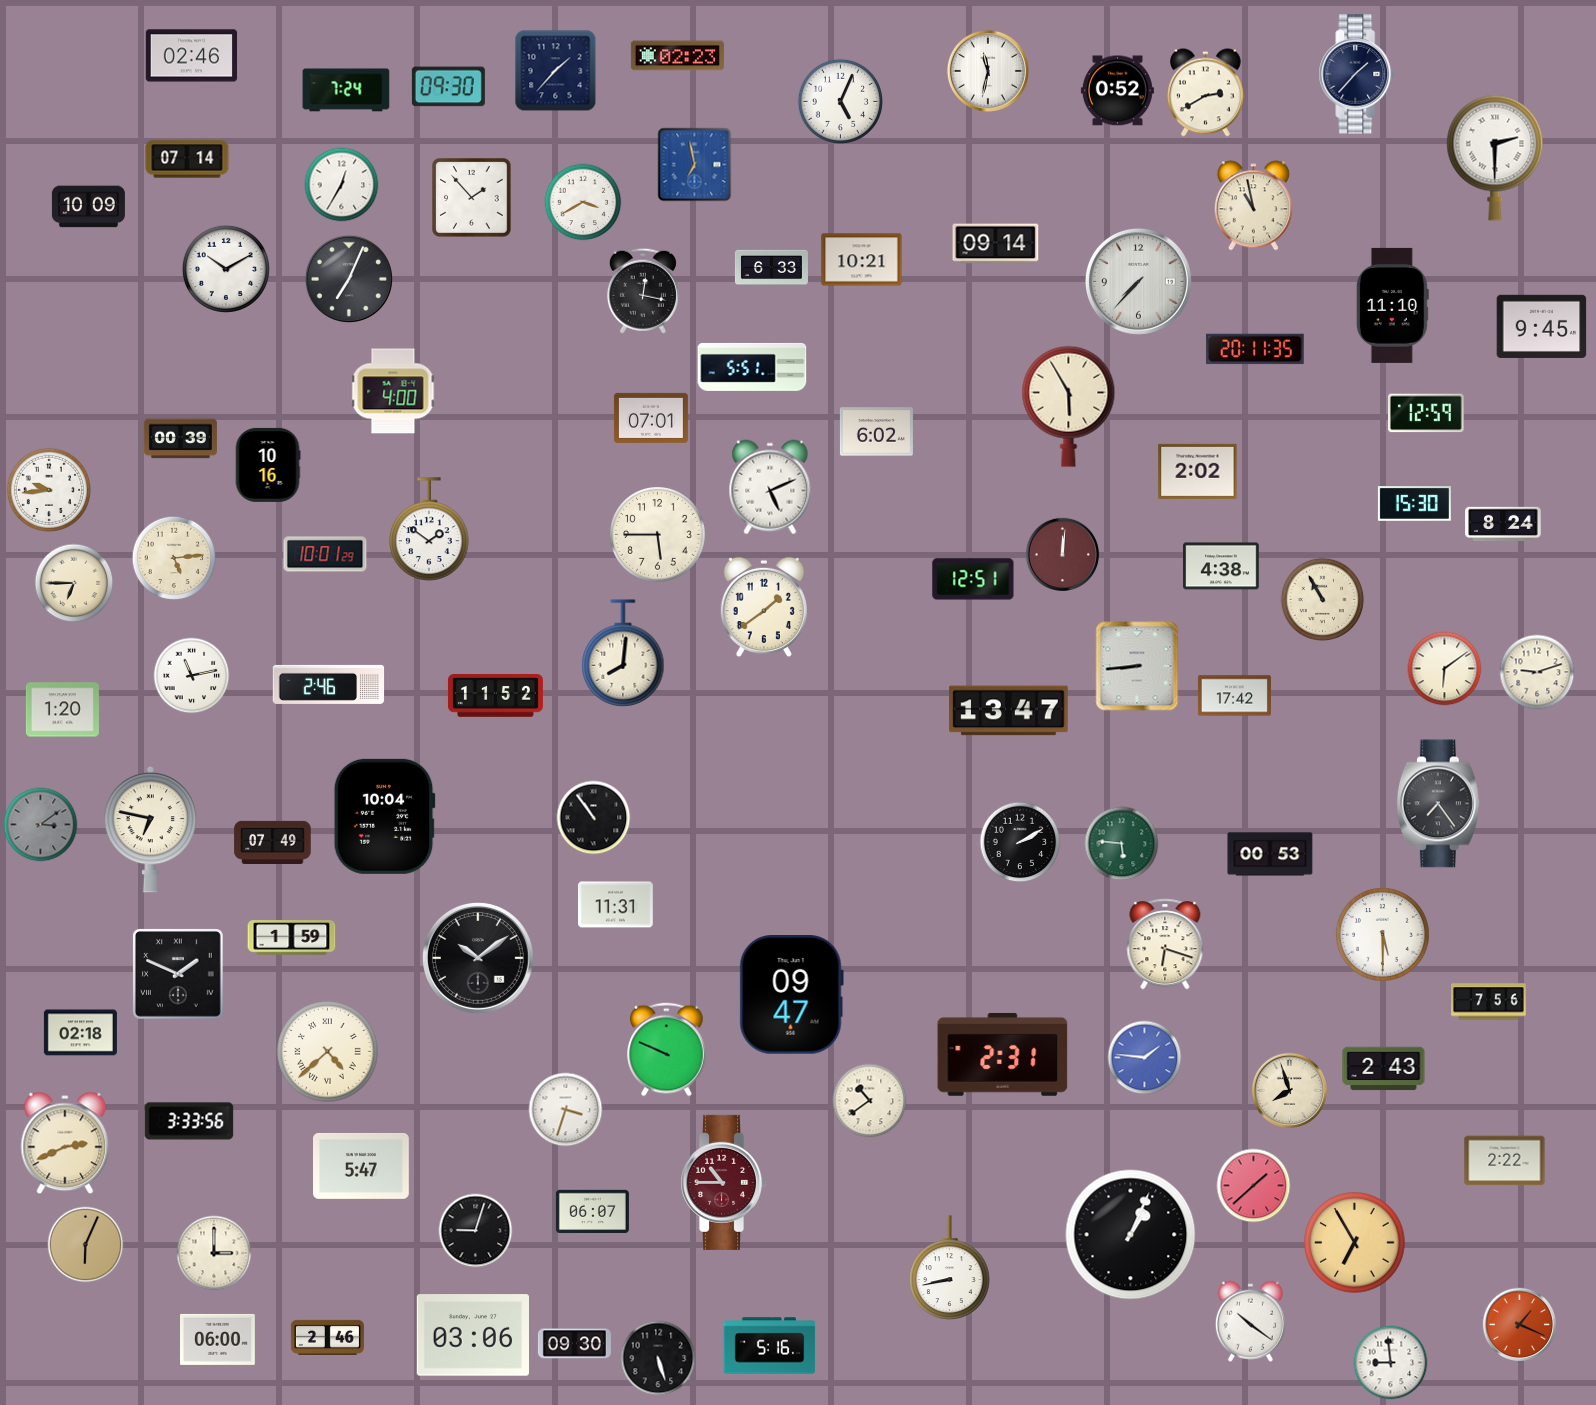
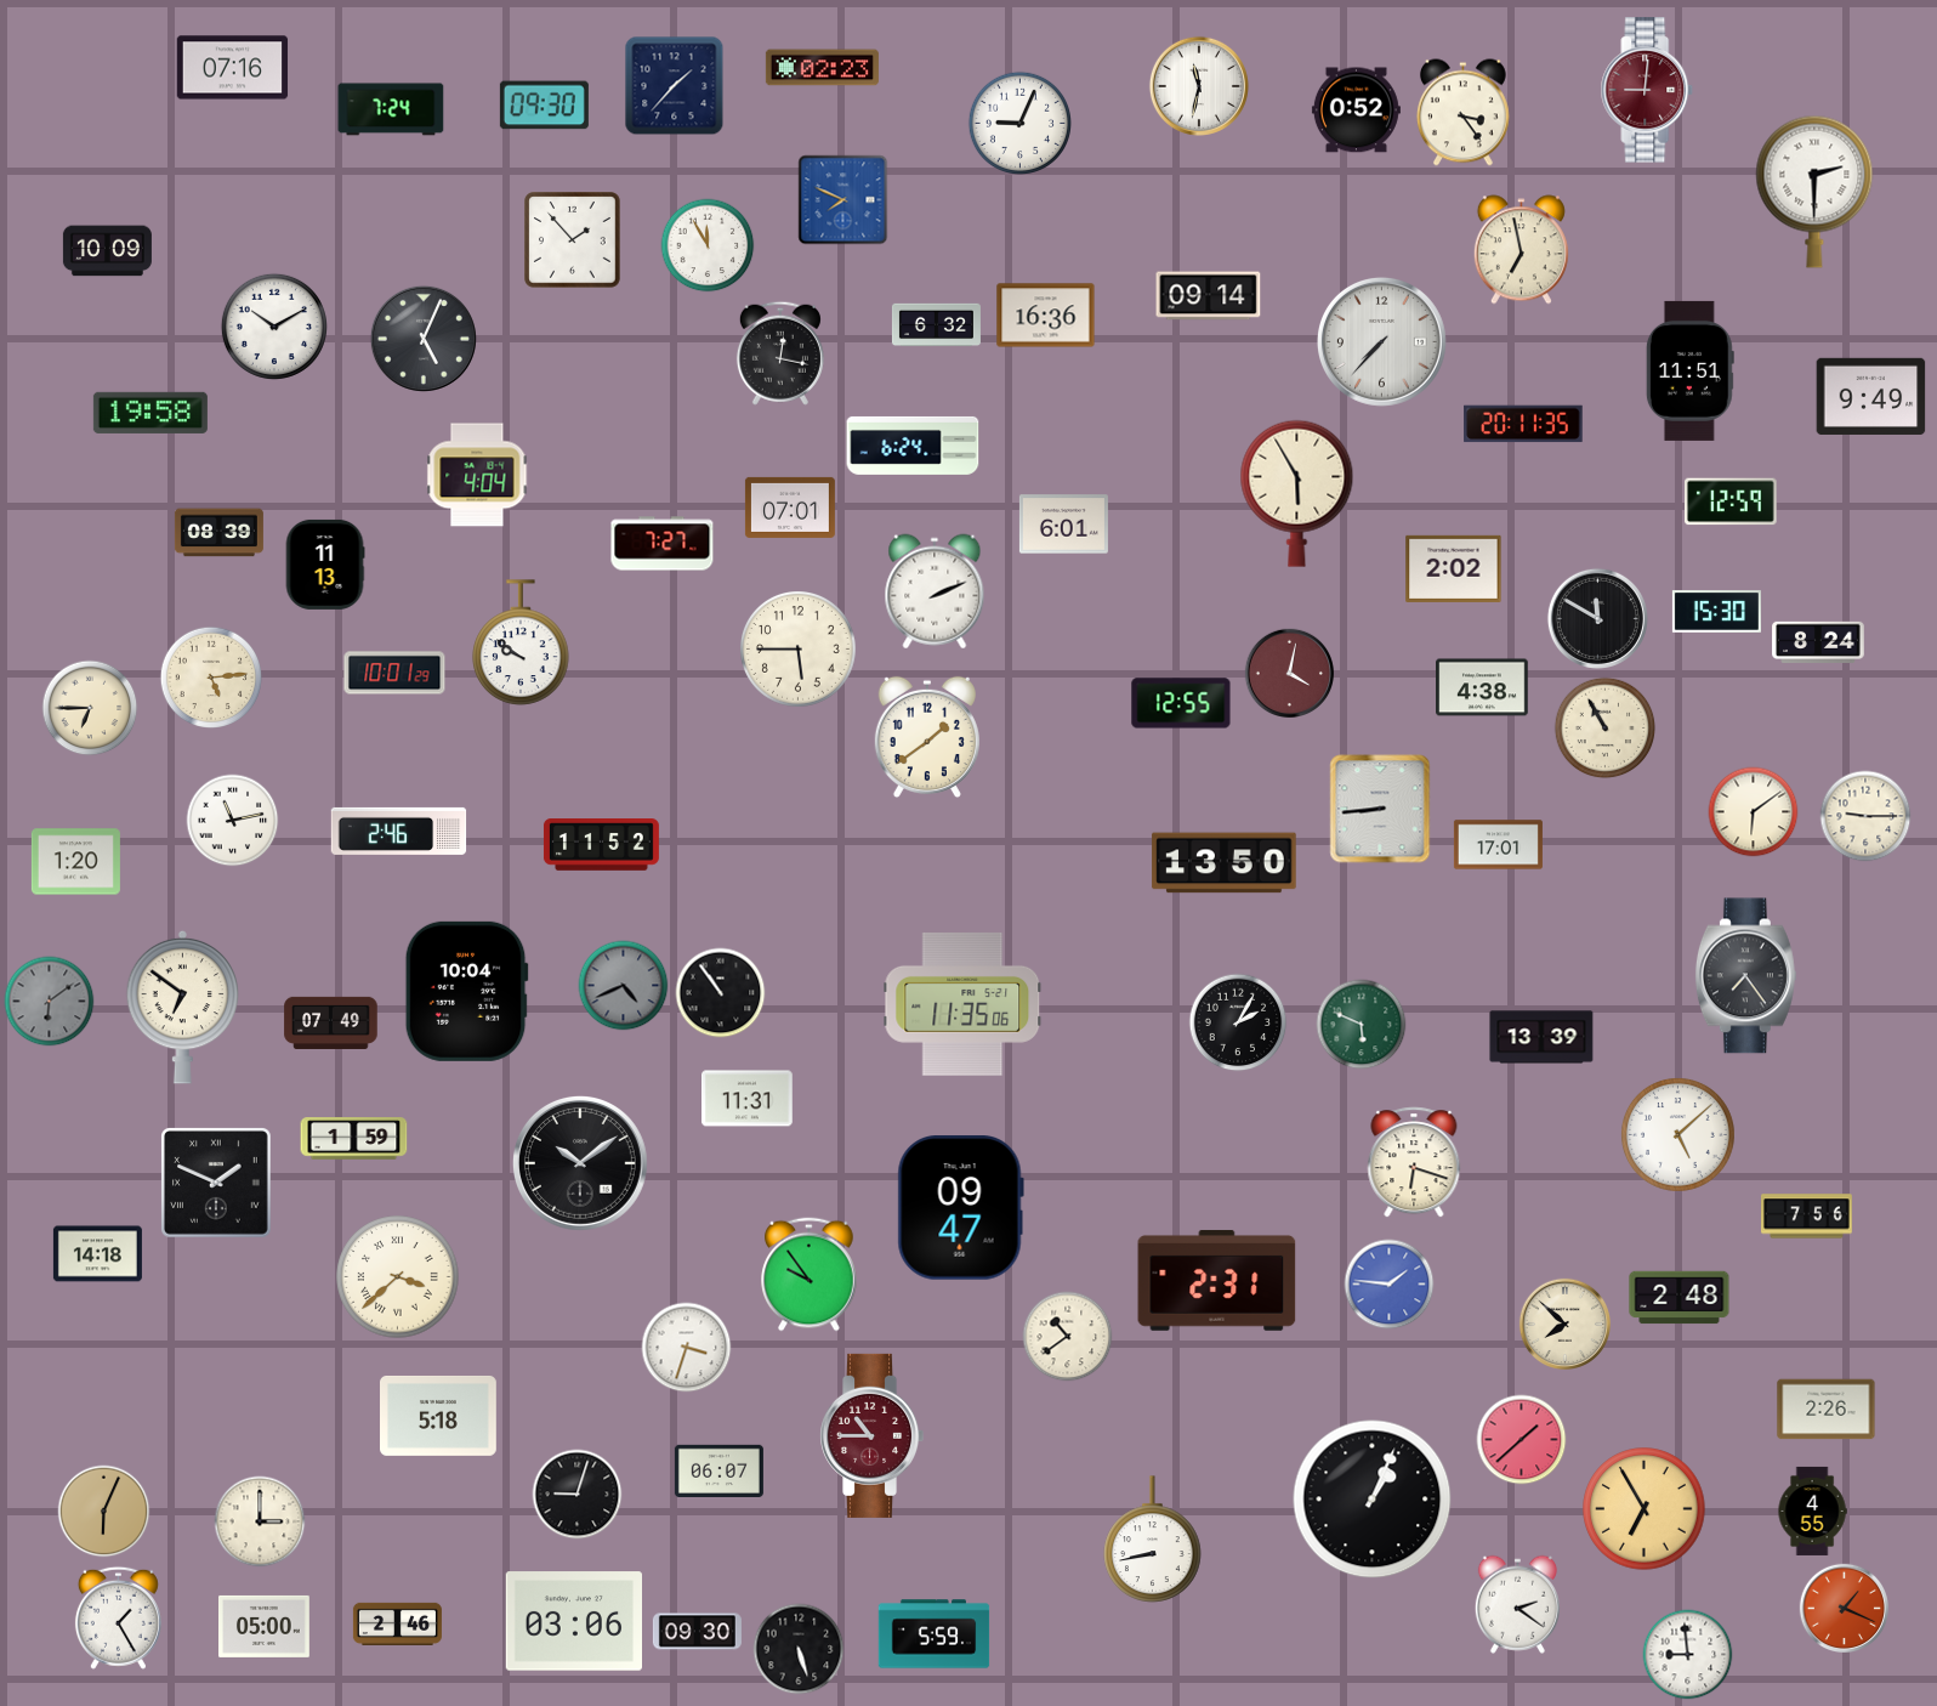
clock at (192, 56): 02:46 -> 07:16
clock at (1357, 74): 1:37 -> 9:01
clock at (1357, 74) dial: navy -> burgundy
clock at (346, 90) position: (346, 90) -> (391, 109)
clock at (1205, 93): 2:40 -> 3:24
clock at (840, 101): 5:04 -> 9:04
clock at (187, 159): 07:14 -> none
clock at (695, 165): 6:58 -> 7:49
clock at (342, 185): 12:35 -> none
clock at (583, 202): 3:40 -> 11:55
clock at (1253, 206): 10:58 -> 6:58
clock at (862, 260): 10:21 -> 16:36
clock at (771, 268): 6:33 -> 6:32
clock at (349, 279): 7:04 -> 5:04
clock at (1392, 305): 11:10 -> 11:51
clock at (1542, 326): 9:45 -> 9:49
clock at (150, 413): none -> 19:58
clock at (752, 367): 5:51 -> 6:24
clock at (393, 391): 4:00 -> 4:04
clock at (876, 432): 6:02 -> 6:01
clock at (180, 439): 00:39 -> 08:39
clock at (663, 544): none -> 7:27
clock at (268, 465): 10:16 -> 11:13
clock at (1198, 471) position: (1198, 471) -> (1454, 568)
clock at (770, 487): 5:11 -> 2:11
clock at (49, 490): 9:44 -> none
clock at (1597, 618): none -> 11:50
clock at (1503, 523) position: (1503, 523) -> (1818, 641)
clock at (429, 529): 1:51 -> 9:51
clock at (1063, 555): 12:01 -> 4:02
clock at (973, 579): 12:51 -> 12:55
clock at (623, 653): 8:01 -> none
clock at (1537, 672): 9:12 -> 9:15
clock at (1234, 696): 17:42 -> 17:01
clock at (1009, 711): 13:47 -> 13:50
clock at (624, 986): none -> 4:41
clock at (41, 825): 3:09 -> 6:09
clock at (962, 1004): none -> 11:35
clock at (151, 829): 6:47 -> 6:51
clock at (1020, 842): 2:10 -> 2:05
clock at (1122, 844): 5:46 -> 5:49
clock at (1270, 854): 00:53 -> 13:39
clock at (1382, 934): 5:30 -> 5:08
clock at (1165, 944) position: (1165, 944) -> (1414, 1162)
clock at (80, 1033): 02:18 -> 14:18
clock at (667, 1050): 9:49 -> 9:54
clock at (328, 1052): 4:38 -> 3:38
clock at (1384, 1069): 2:43 -> 2:48
clock at (1289, 1090): 7:57 -> 7:52
clock at (870, 1101) position: (870, 1101) -> (1068, 1337)
clock at (189, 1121): 3:33 -> none
clock at (65, 1143): 2:41 -> none
clock at (1505, 1161): 2:22 -> 2:26
clock at (362, 1166): 5:47 -> 5:18
clock at (724, 1182) position: (724, 1182) -> (873, 1435)
clock at (1812, 1511): none -> 4:55
clock at (1250, 1321): 10:21 -> 2:21
clock at (118, 1617): none -> 1:25
clock at (218, 1339): 06:00 -> 05:00
clock at (770, 1346): 5:16 -> 5:59
